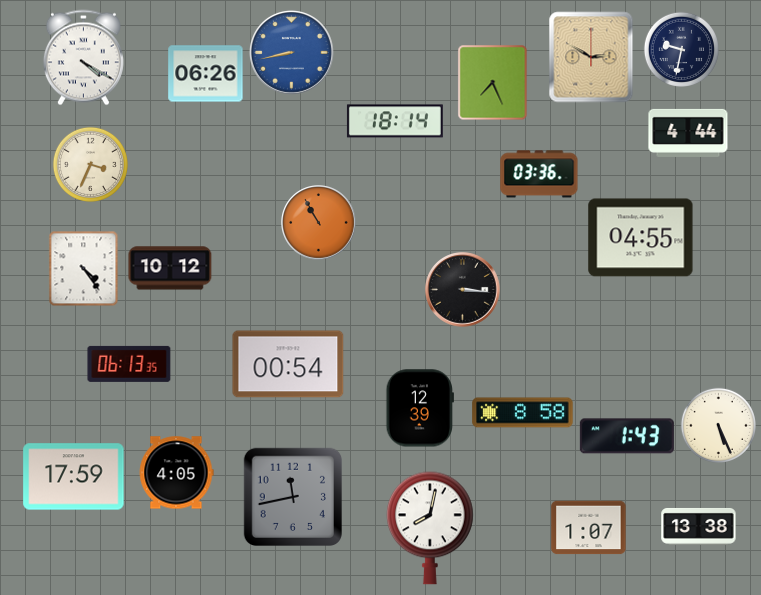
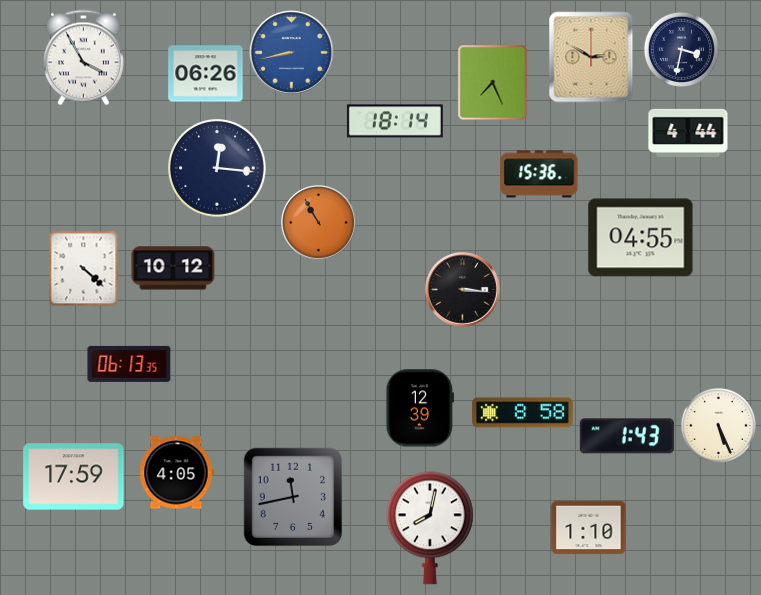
clock at (681, 49): 9:32 -> 3:32
clock at (83, 58): 4:20 -> 3:55
clock at (90, 164): 3:34 -> none
clock at (217, 168): none -> 12:16
clock at (539, 174): 03:36 -> 15:36
clock at (170, 268) position: (170, 268) -> (173, 268)
clock at (84, 269): 4:24 -> 4:22
clock at (288, 364): 00:54 -> none
clock at (699, 526): 13:38 -> none
clock at (589, 528): 1:07 -> 1:10
